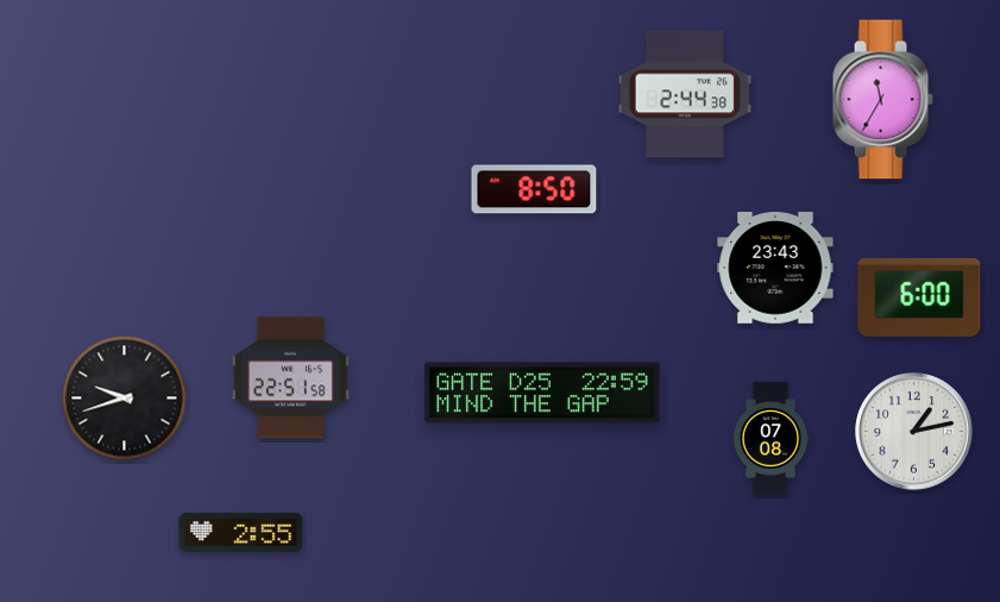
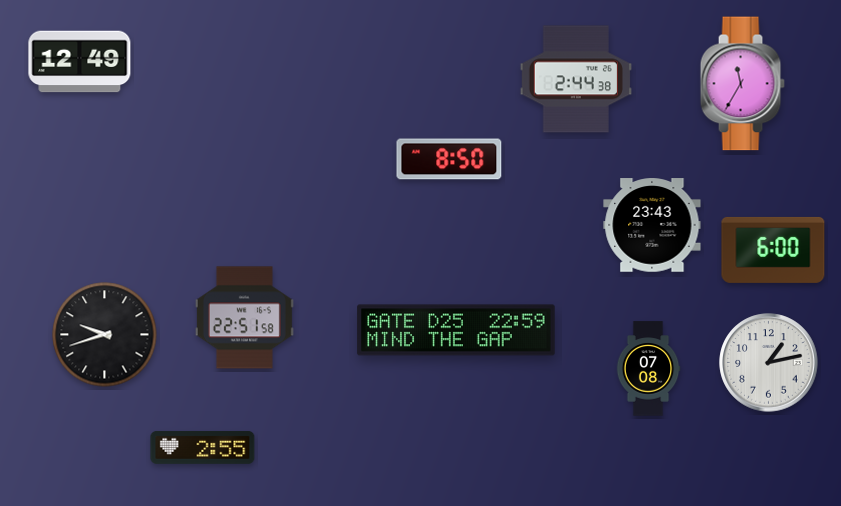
clock at (80, 62): none -> 12:49
